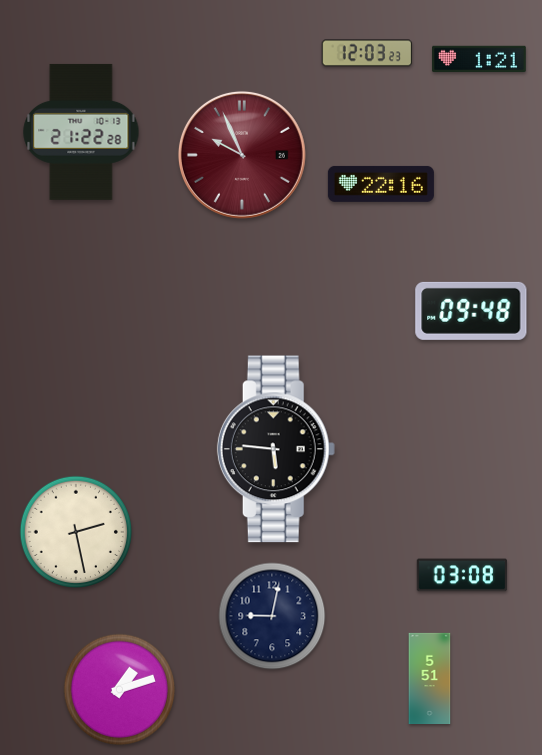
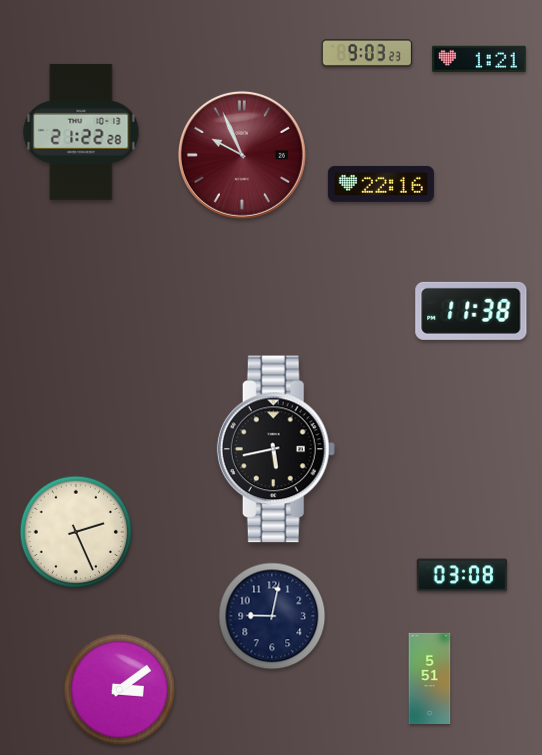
clock at (367, 53): 12:03 -> 9:03
clock at (471, 311): 09:48 -> 11:38
clock at (276, 449): 5:46 -> 5:43
clock at (75, 531): 2:28 -> 2:26
clock at (120, 690): 1:12 -> 3:09
